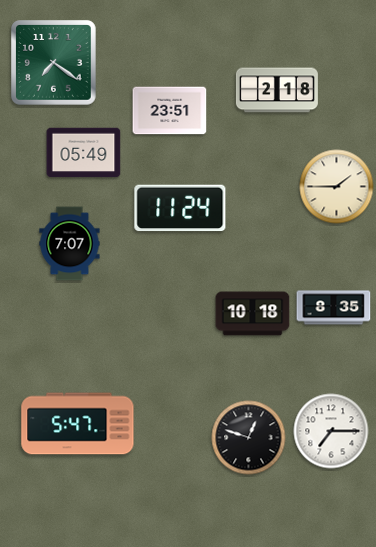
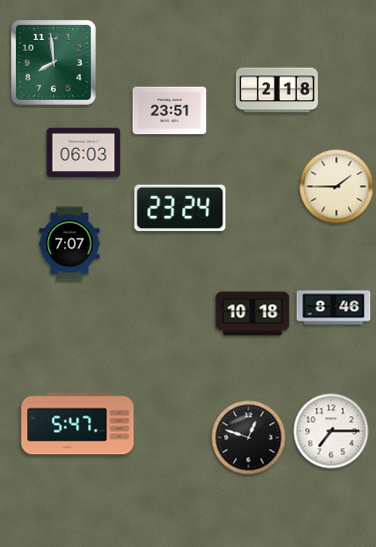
clock at (54, 63): 7:21 -> 7:59
clock at (84, 153): 05:49 -> 06:03
clock at (180, 208): 11:24 -> 23:24
clock at (334, 308): 8:35 -> 8:46
